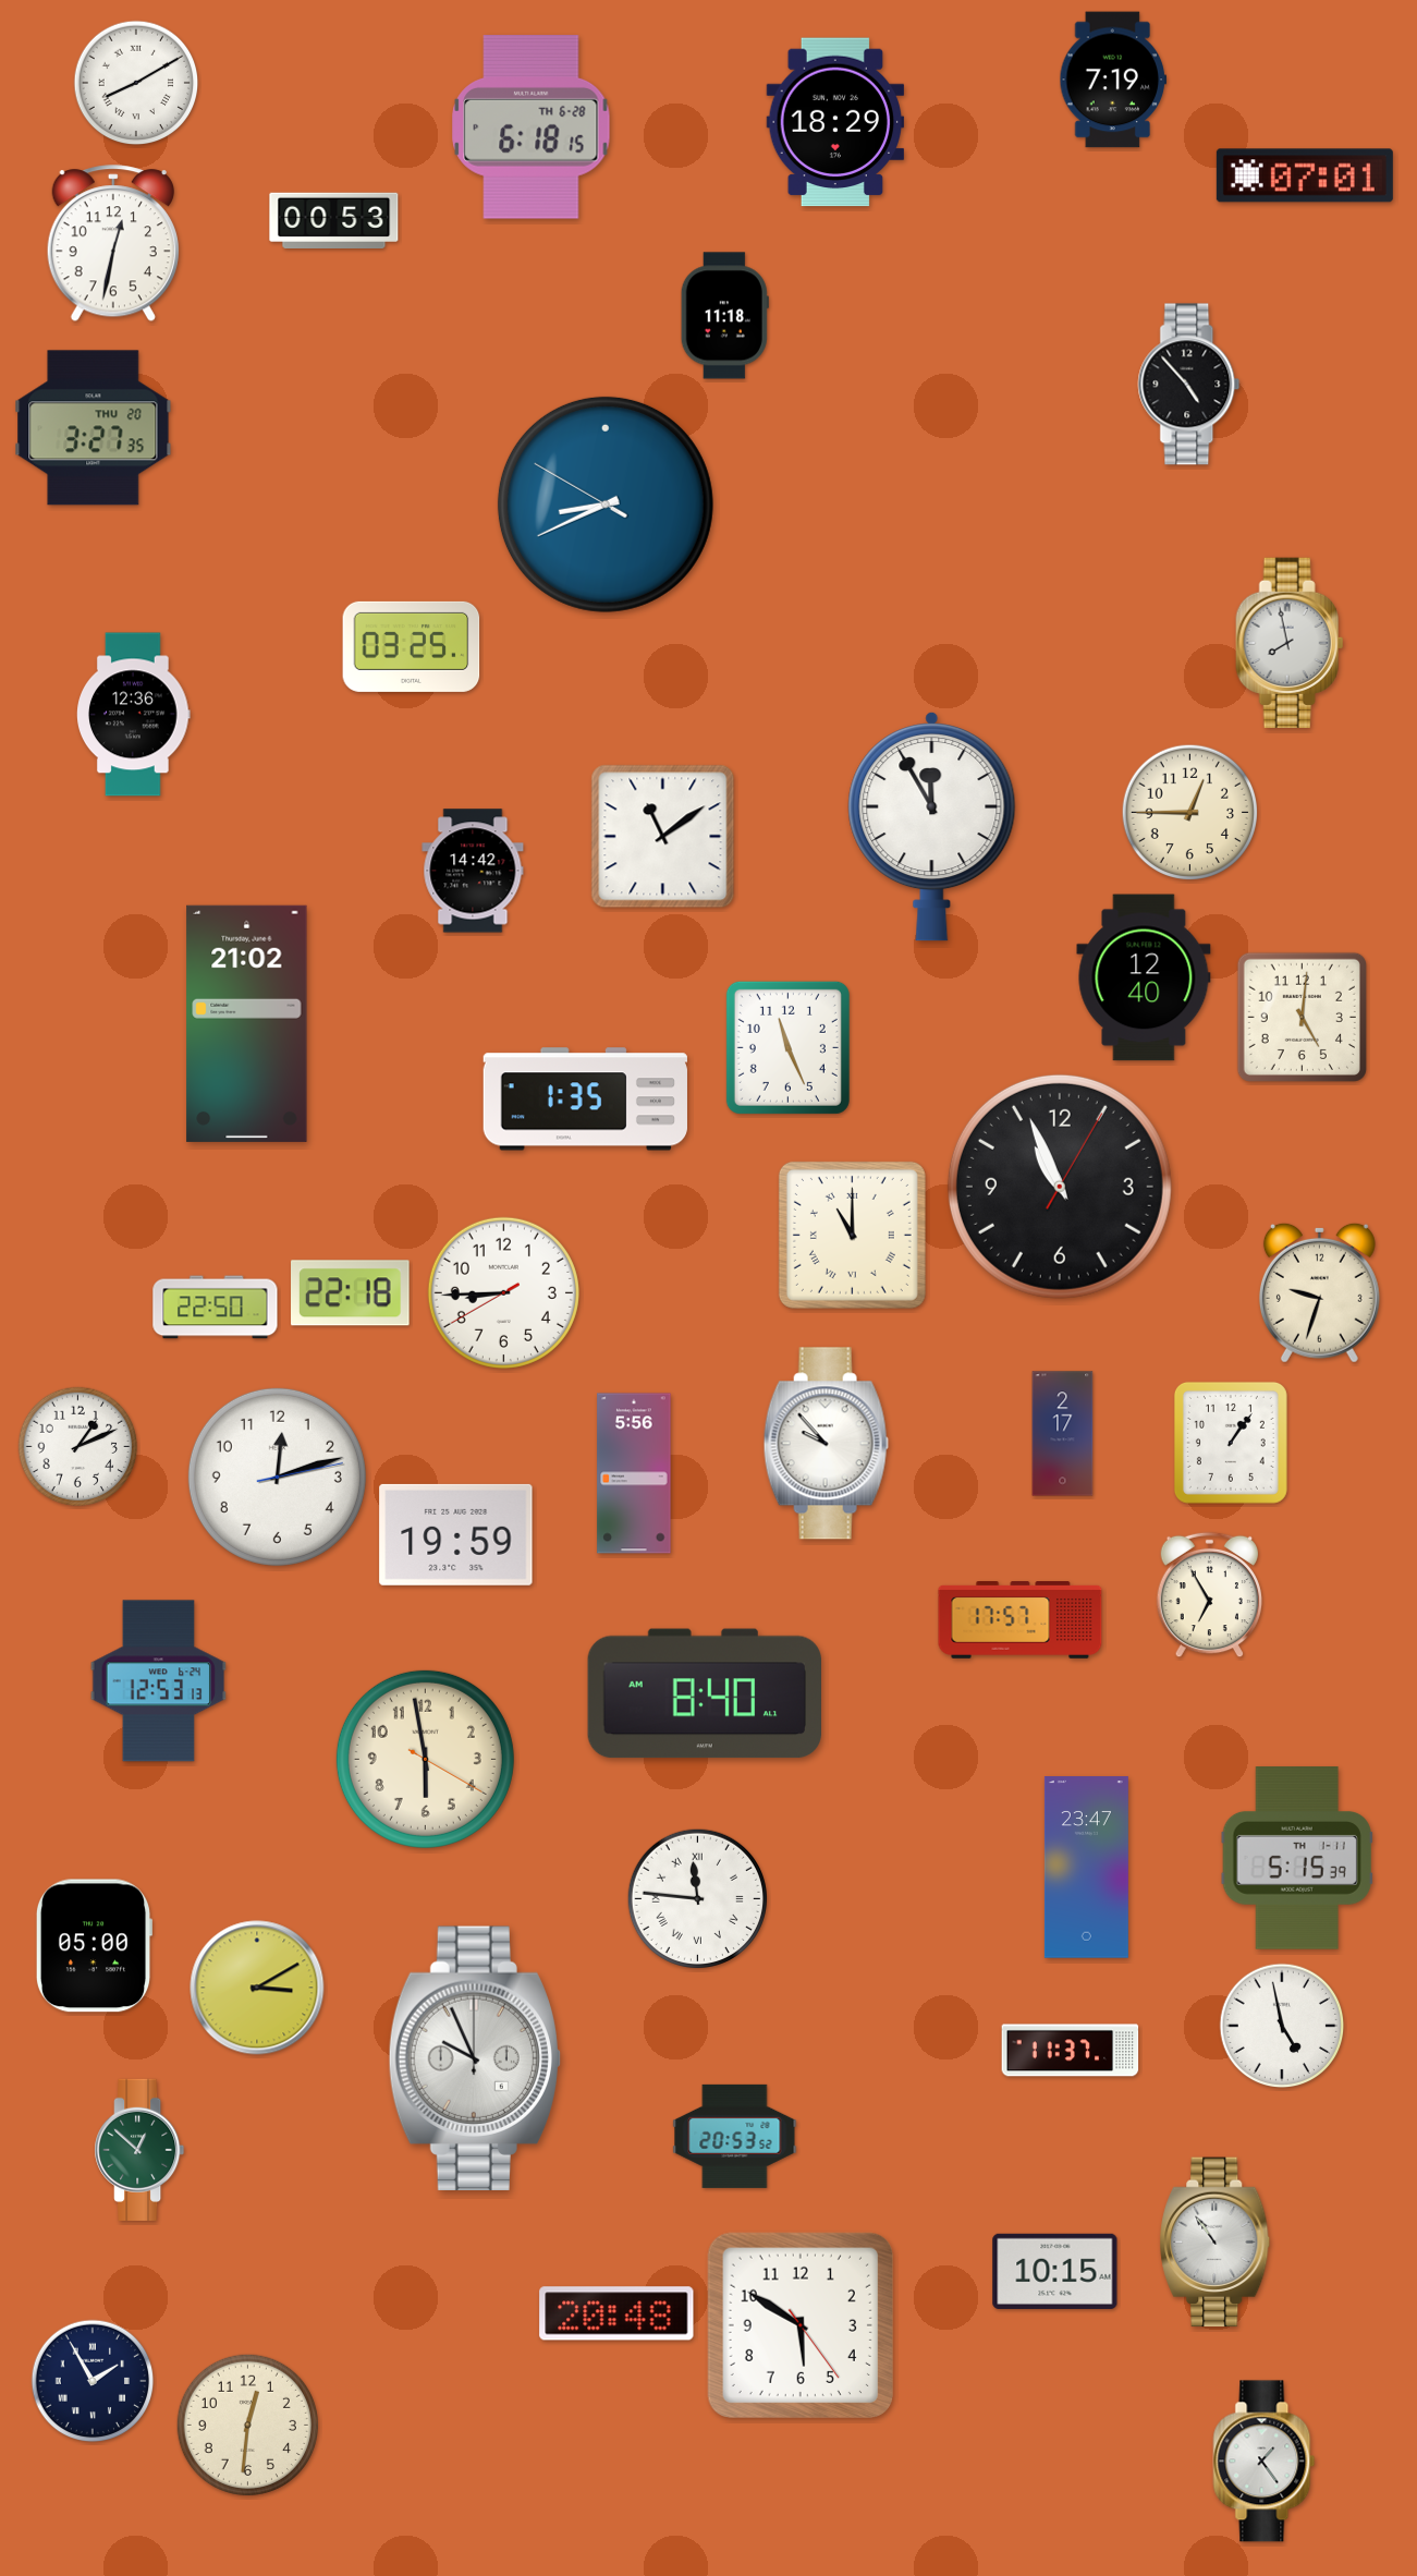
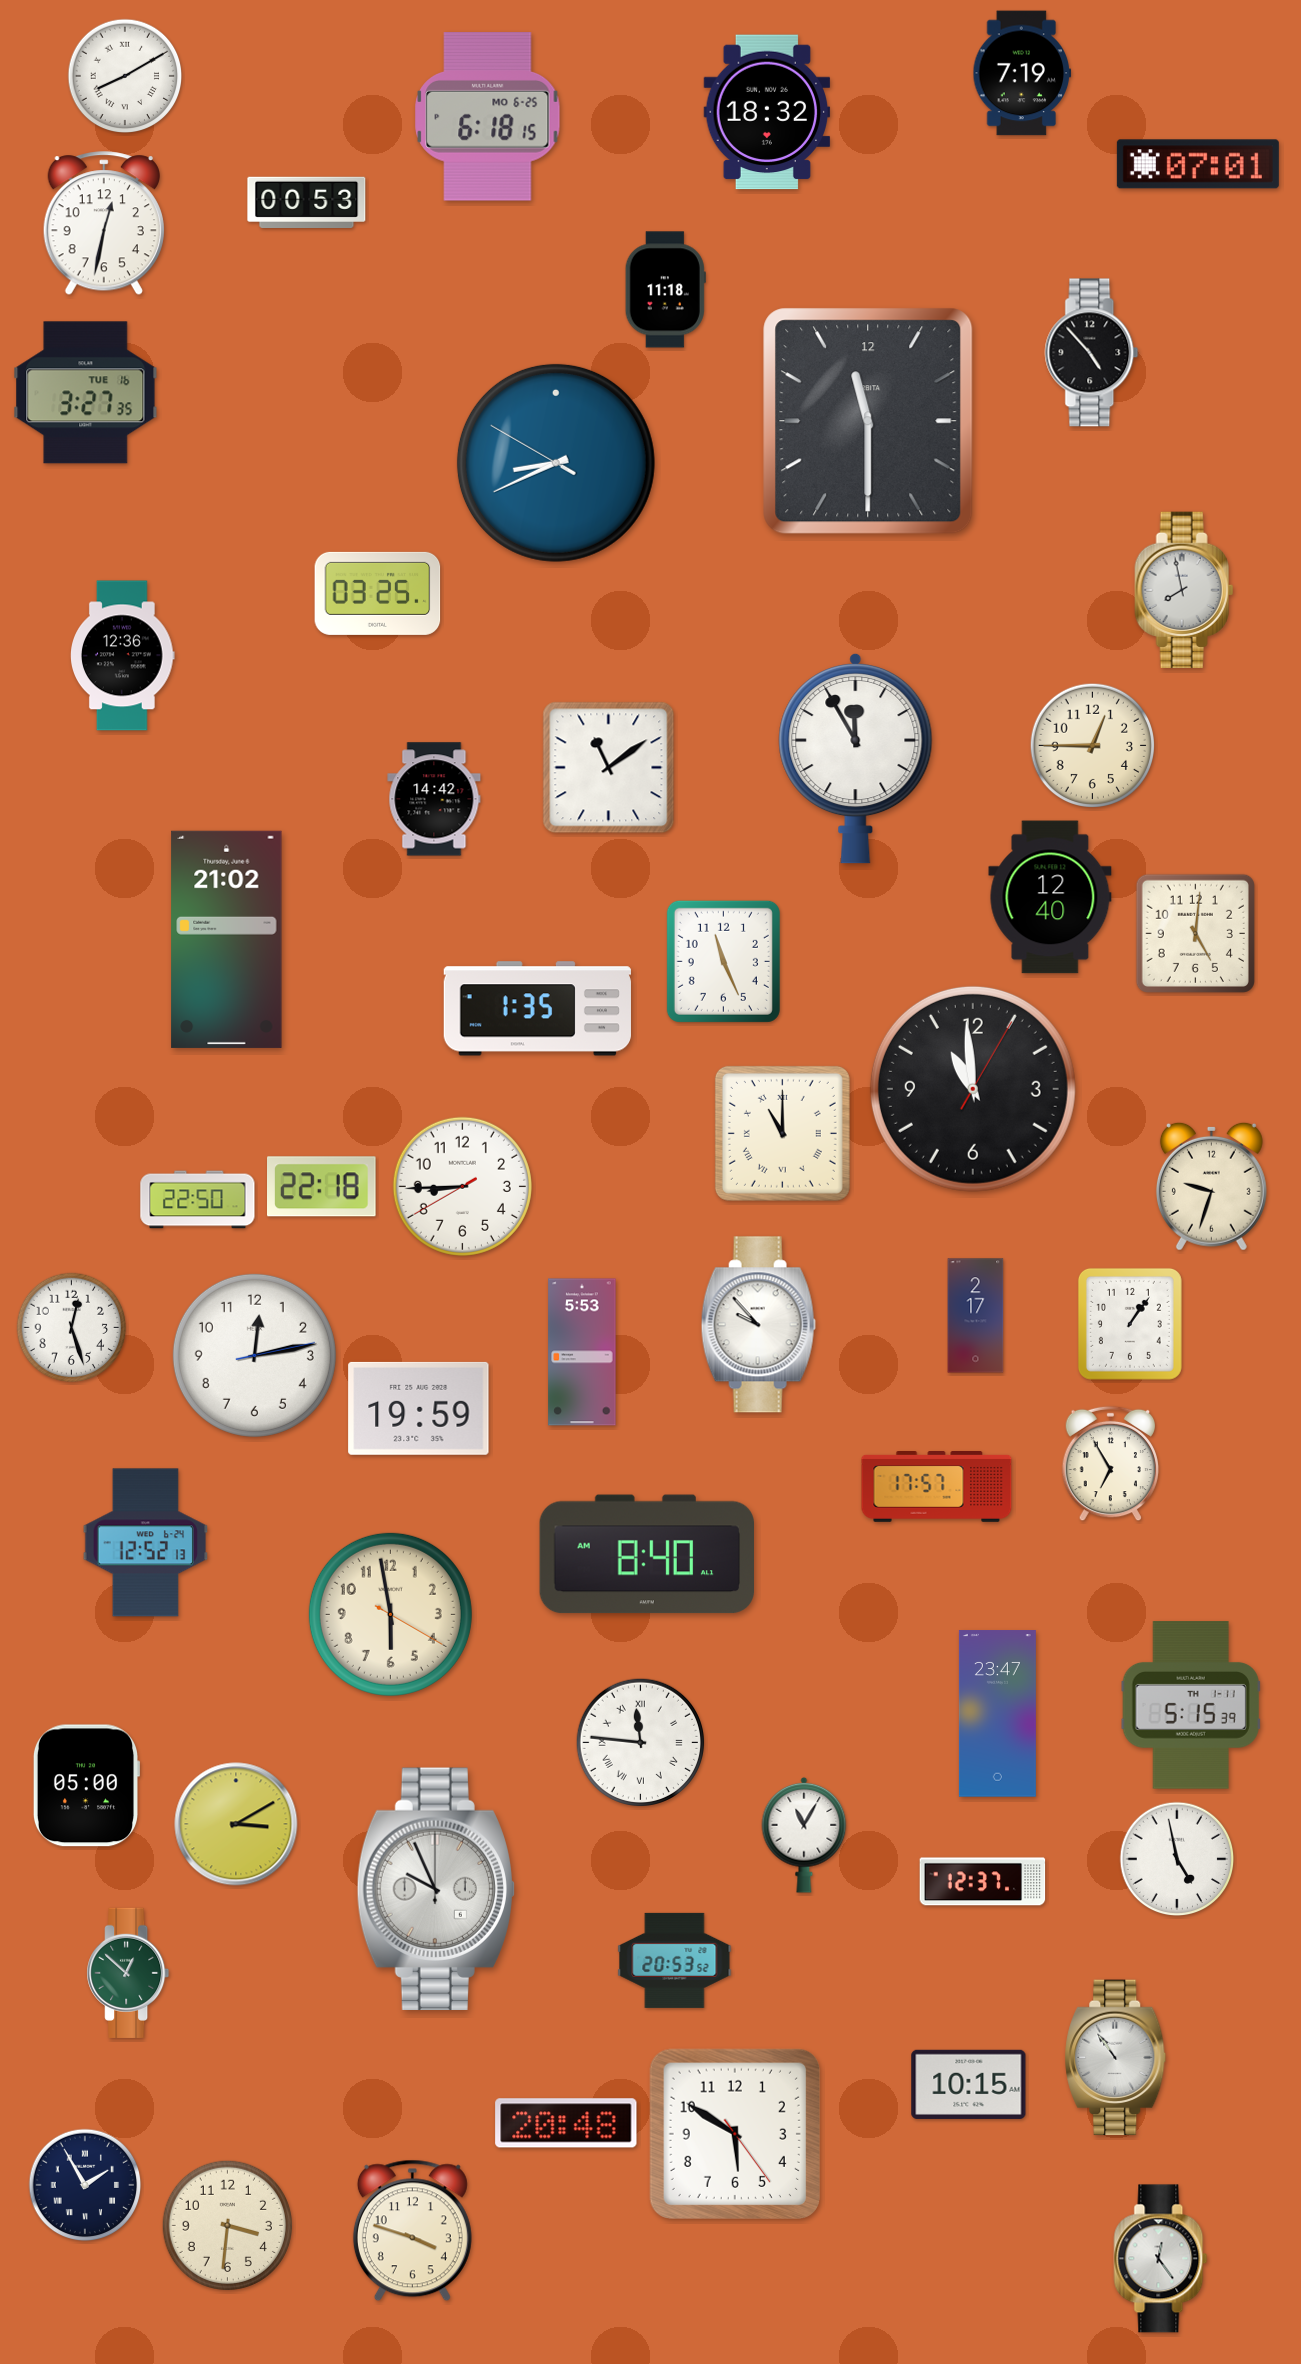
clock at (835, 122): 18:29 -> 18:32
clock at (532, 127) date: TH 6-28 -> MO 6-25
clock at (1305, 175) position: (1305, 175) -> (1198, 164)
clock at (94, 428) date: THU 20 -> TUE 16
clock at (868, 421): none -> 11:30
clock at (1060, 1187): 10:56 -> 10:59
clock at (78, 1447): 1:11 -> 12:27
clock at (634, 1473): 5:56 -> 5:53
clock at (277, 1477): 12:12 -> 12:13
clock at (159, 1681): 12:53 -> 12:52
clock at (804, 1835): none -> 11:05
clock at (1071, 2051): 11:37 -> 12:37
clock at (247, 2425): 12:31 -> 3:31
clock at (412, 2231): none -> 3:48
clock at (1265, 2462): 1:24 -> 12:24
